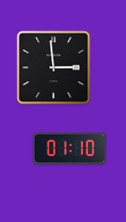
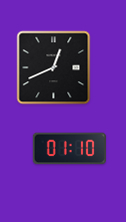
clock at (54, 68): 2:59 -> 12:41
